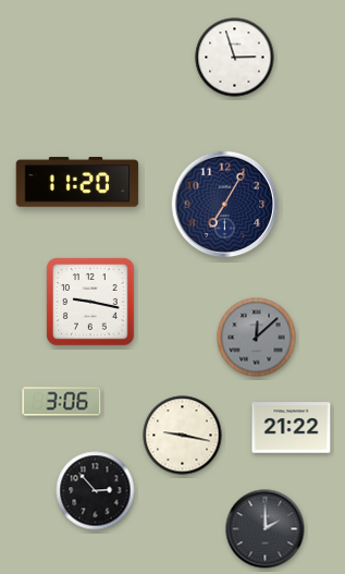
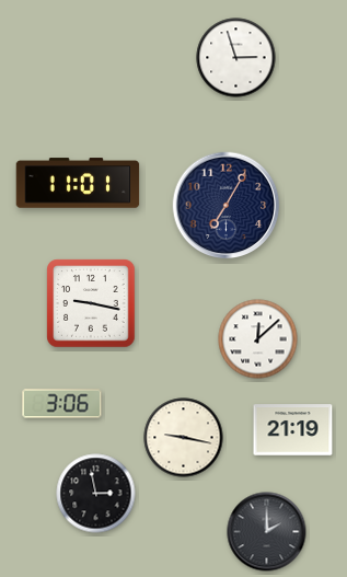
clock at (77, 182): 11:20 -> 11:01
clock at (257, 338) dial: grey -> white
clock at (292, 428): 21:22 -> 21:19
clock at (96, 491): 2:53 -> 2:58
